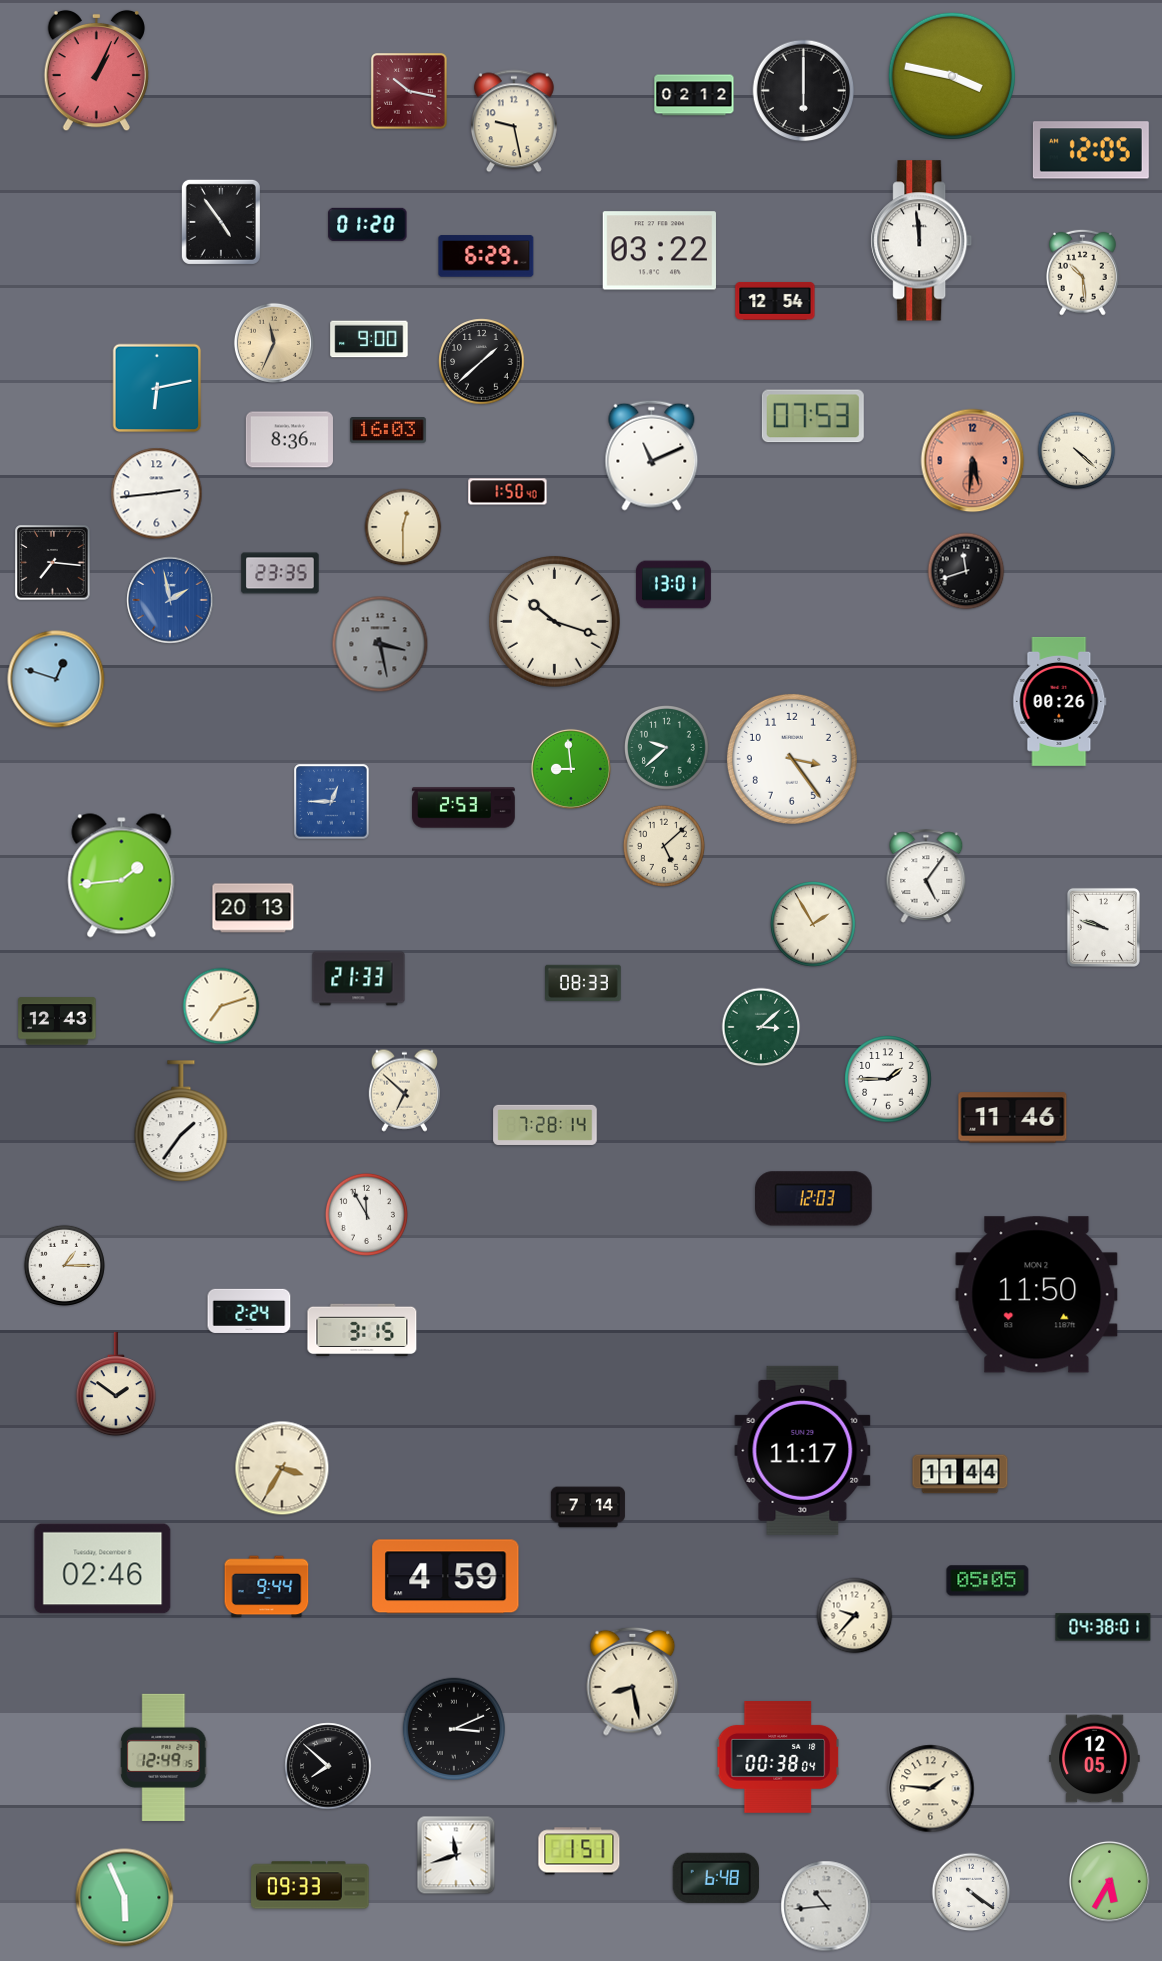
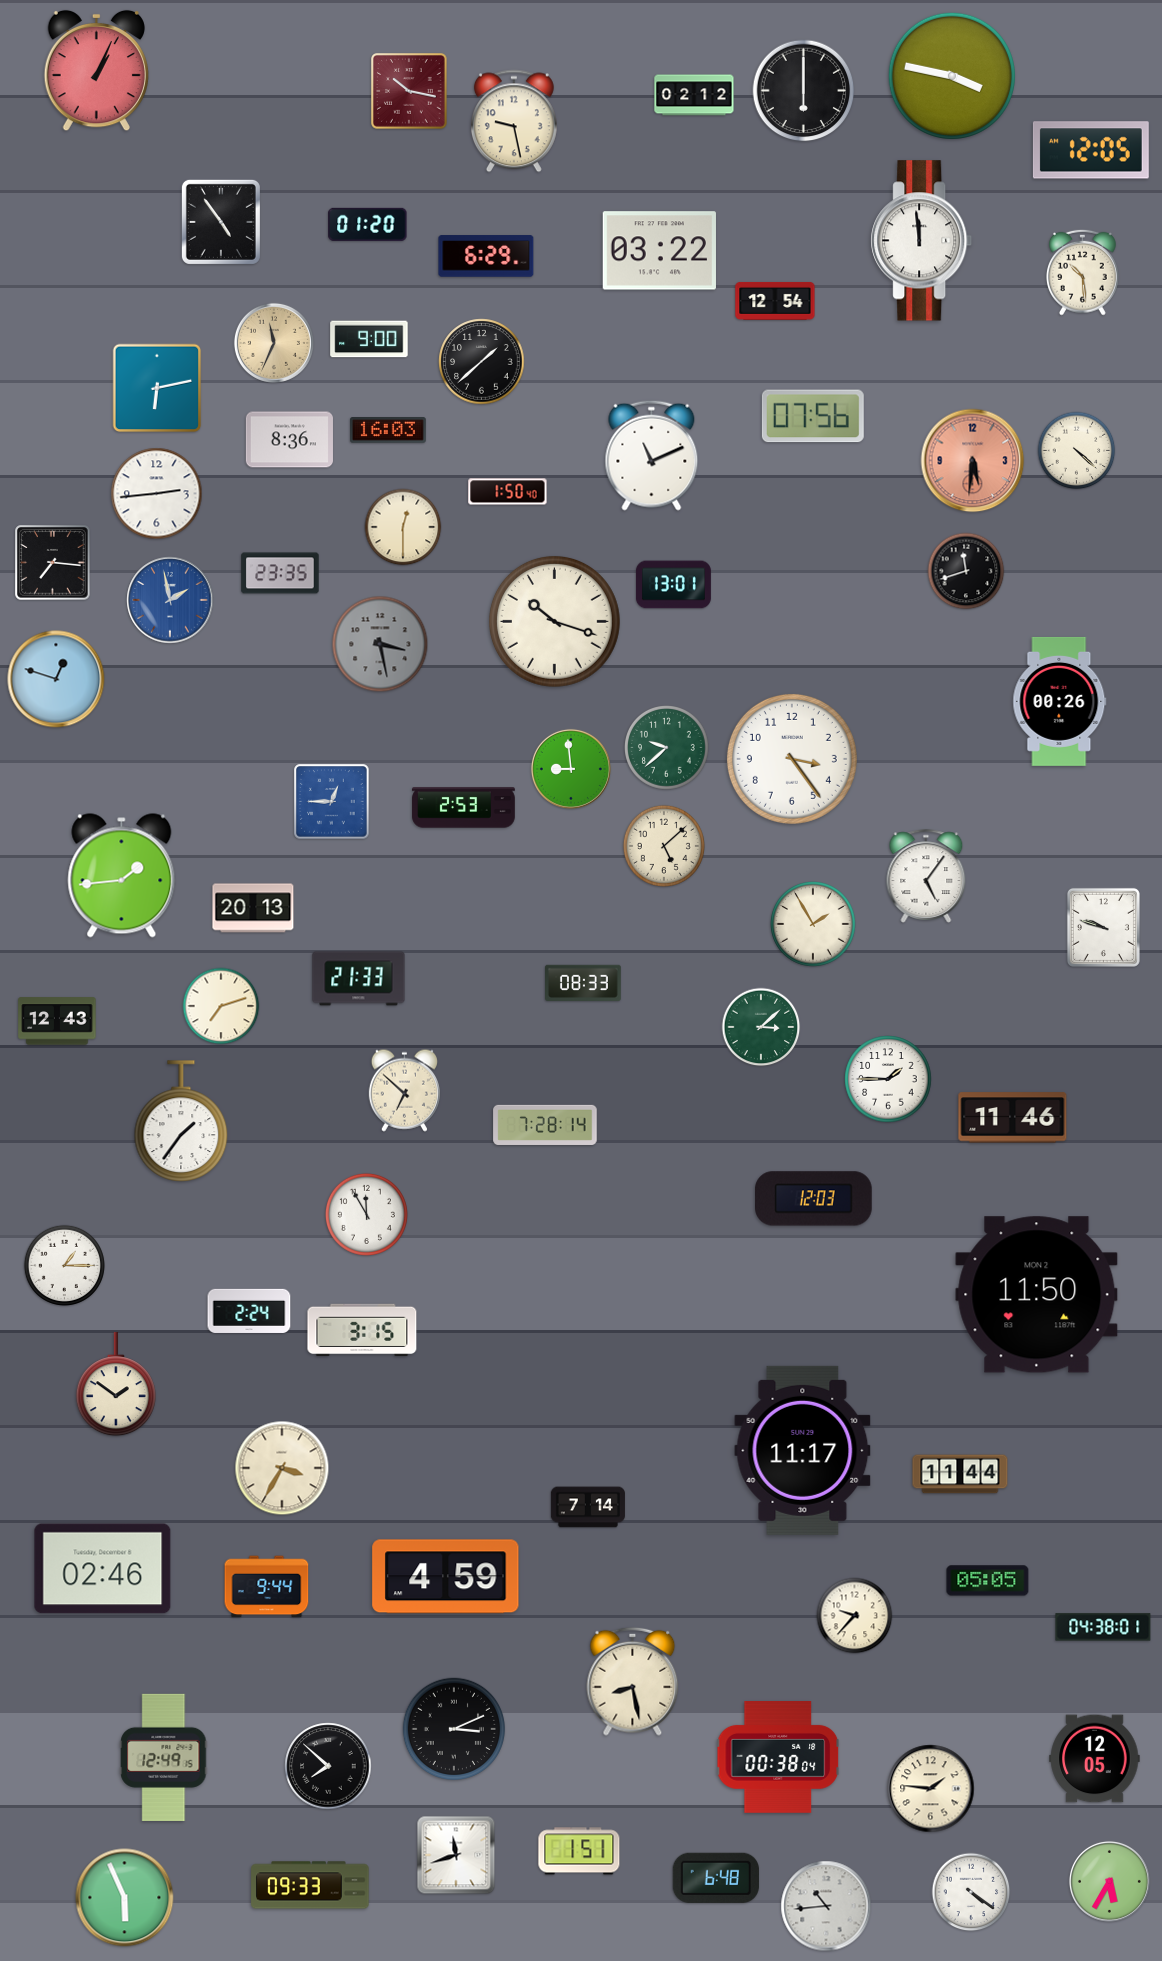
clock at (813, 416): 07:53 -> 07:56
